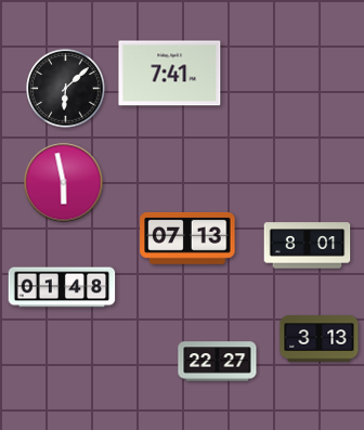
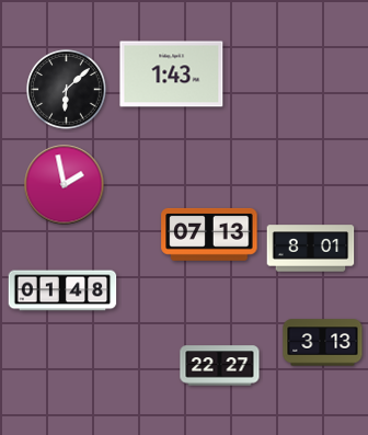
clock at (170, 74): 7:41 -> 1:43
clock at (64, 183): 5:58 -> 1:58
clock at (187, 238) position: (187, 238) -> (209, 234)
